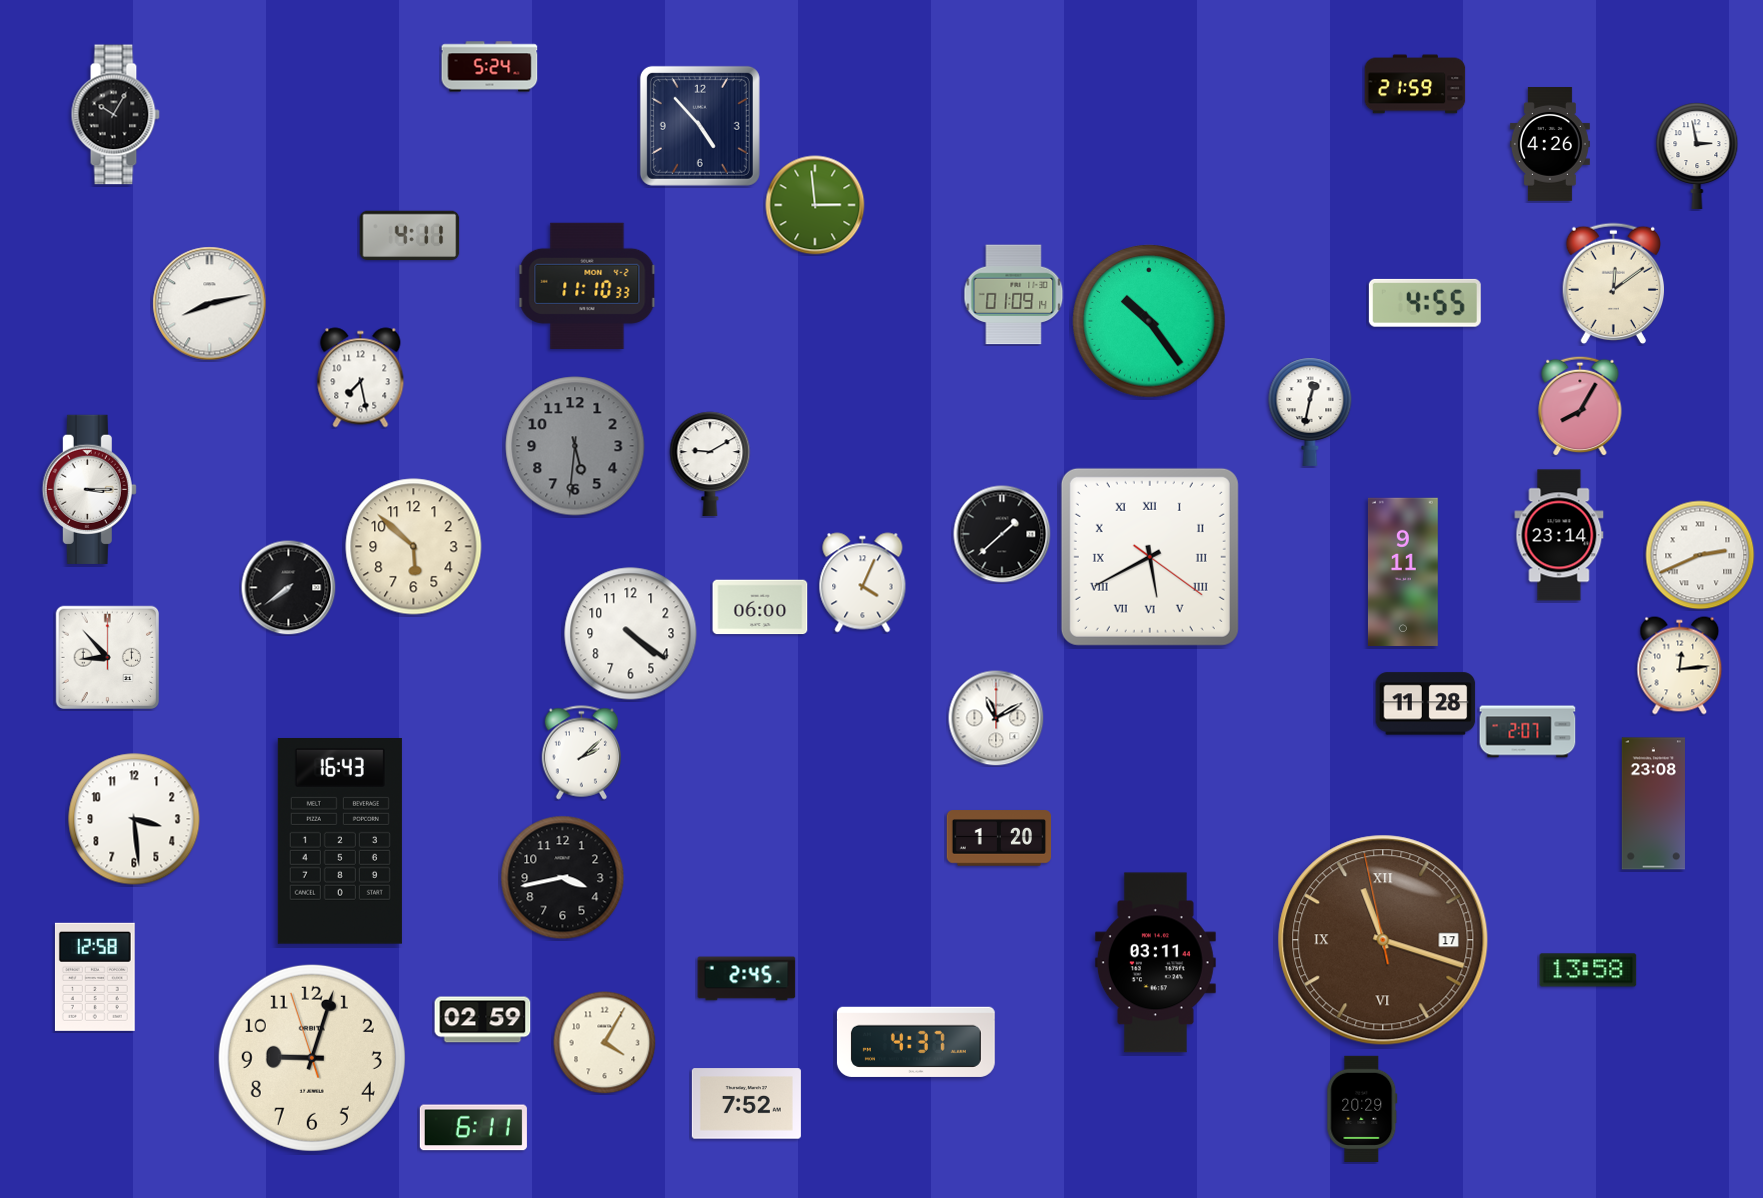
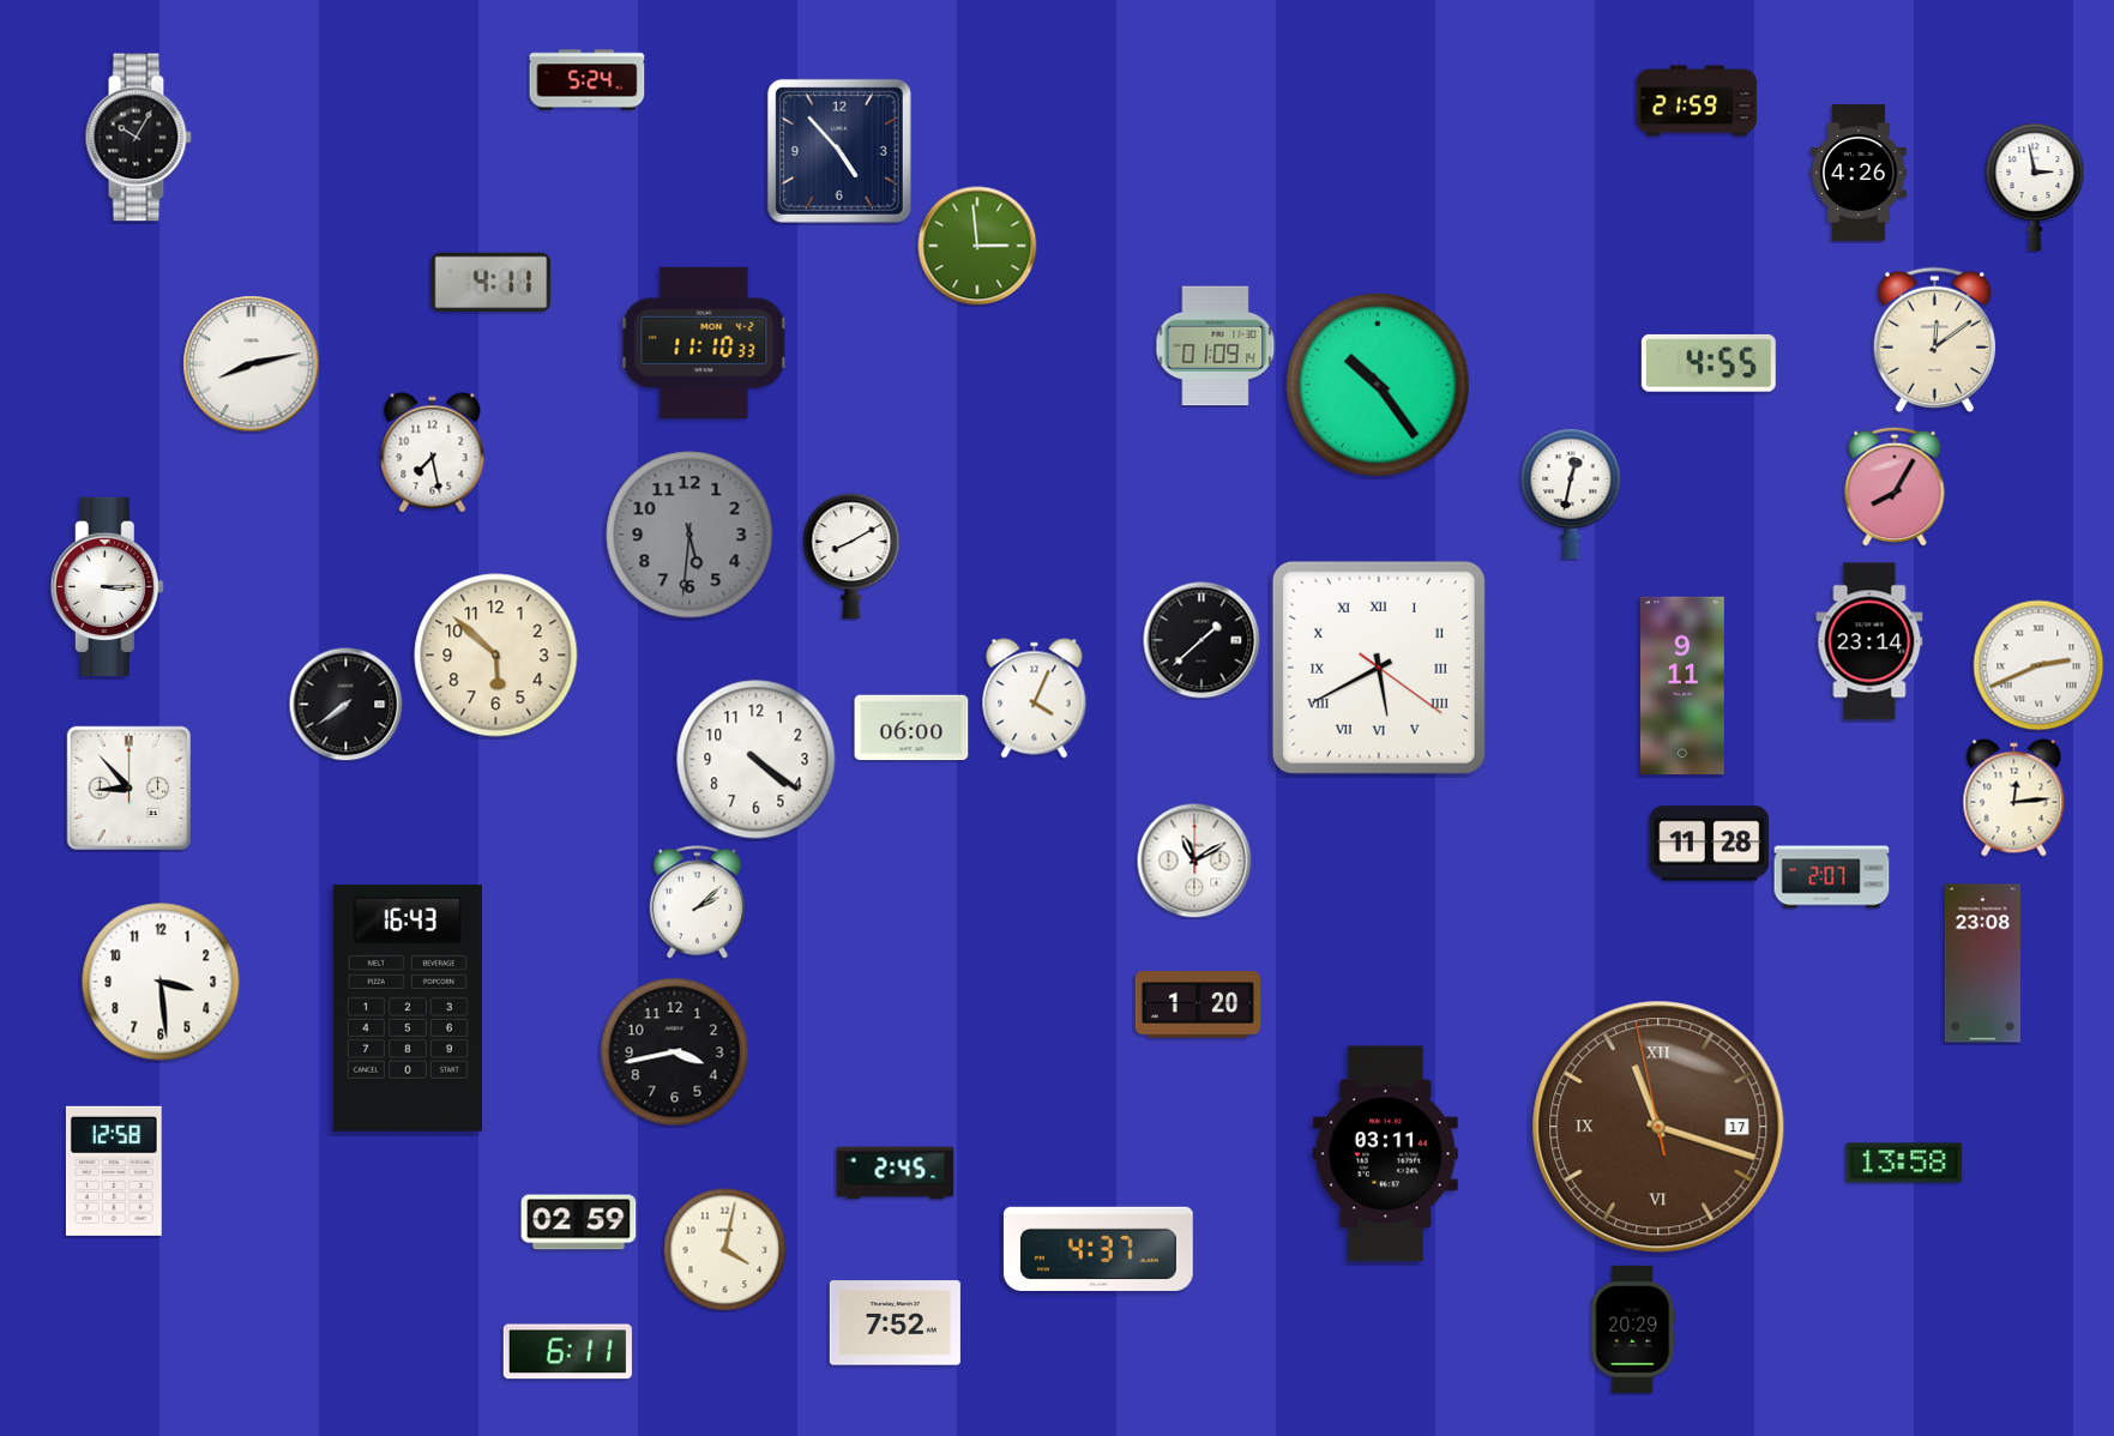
clock at (1014, 295) position: (1014, 295) -> (1216, 346)
clock at (710, 463): 9:10 -> 8:10
clock at (605, 1043): 4:05 -> 4:02
clock at (312, 1058): 9:02 -> none
